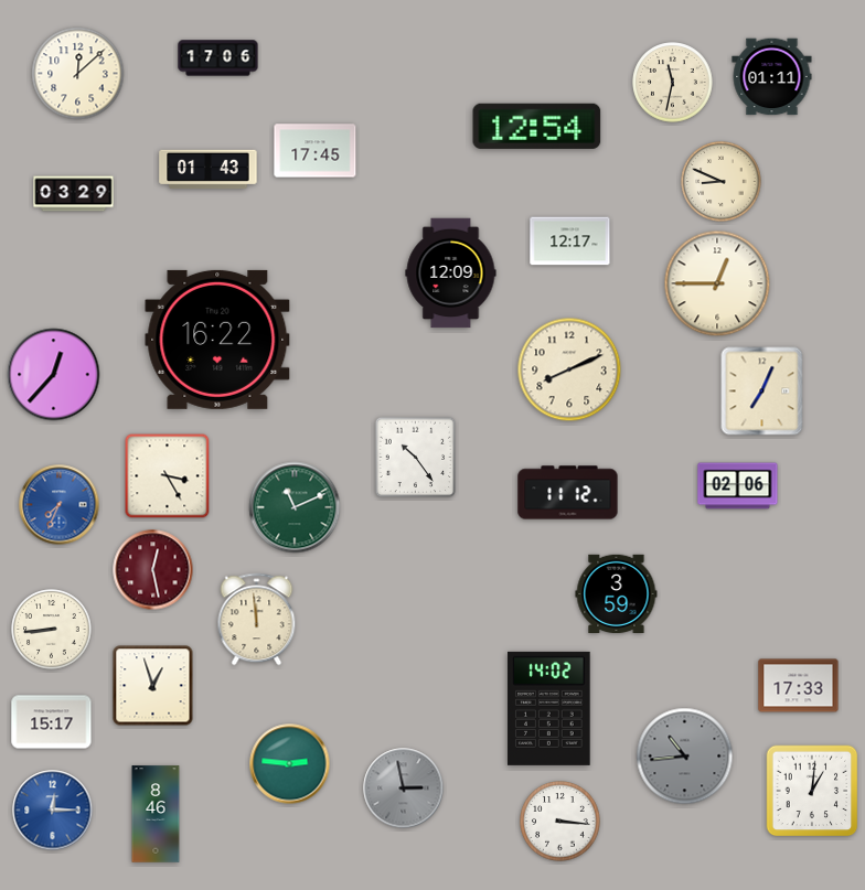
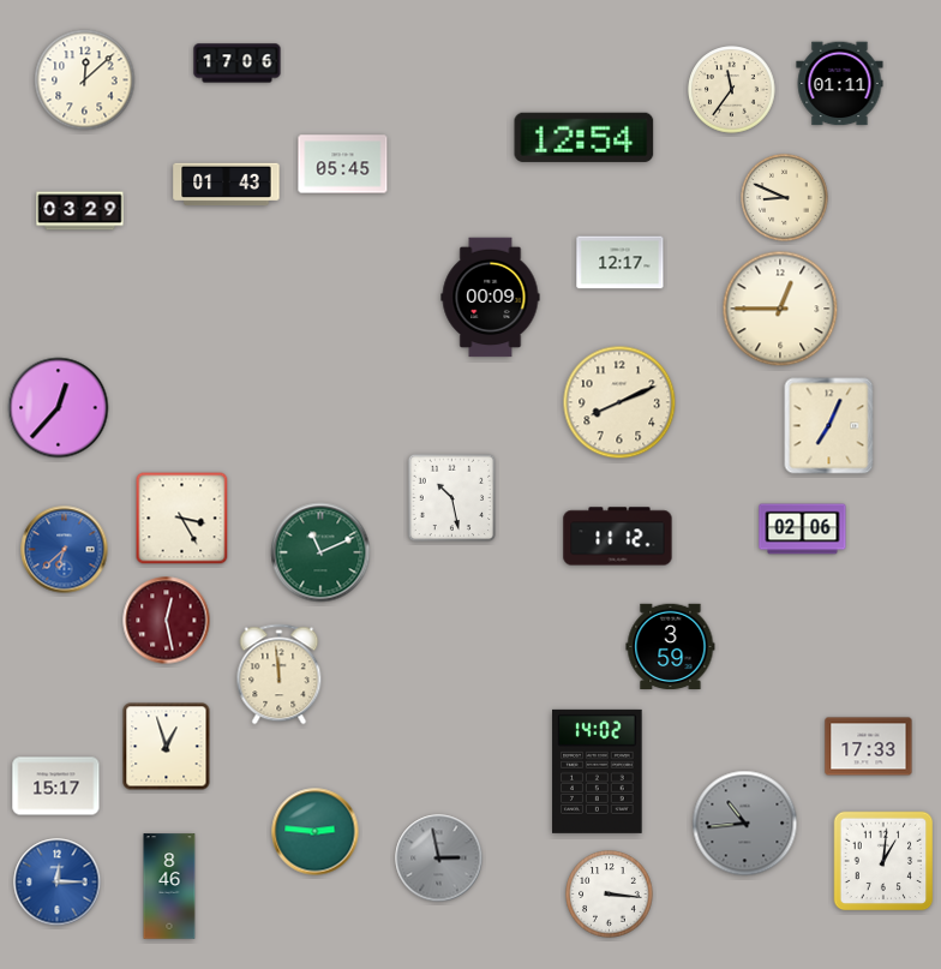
clock at (673, 83): 11:32 -> 11:36
clock at (316, 151): 17:45 -> 05:45
clock at (451, 274): 12:09 -> 00:09
clock at (217, 340): 16:22 -> none
clock at (416, 458): 10:24 -> 10:28
clock at (60, 505): 7:34 -> 6:38
clock at (52, 630): 8:44 -> none
